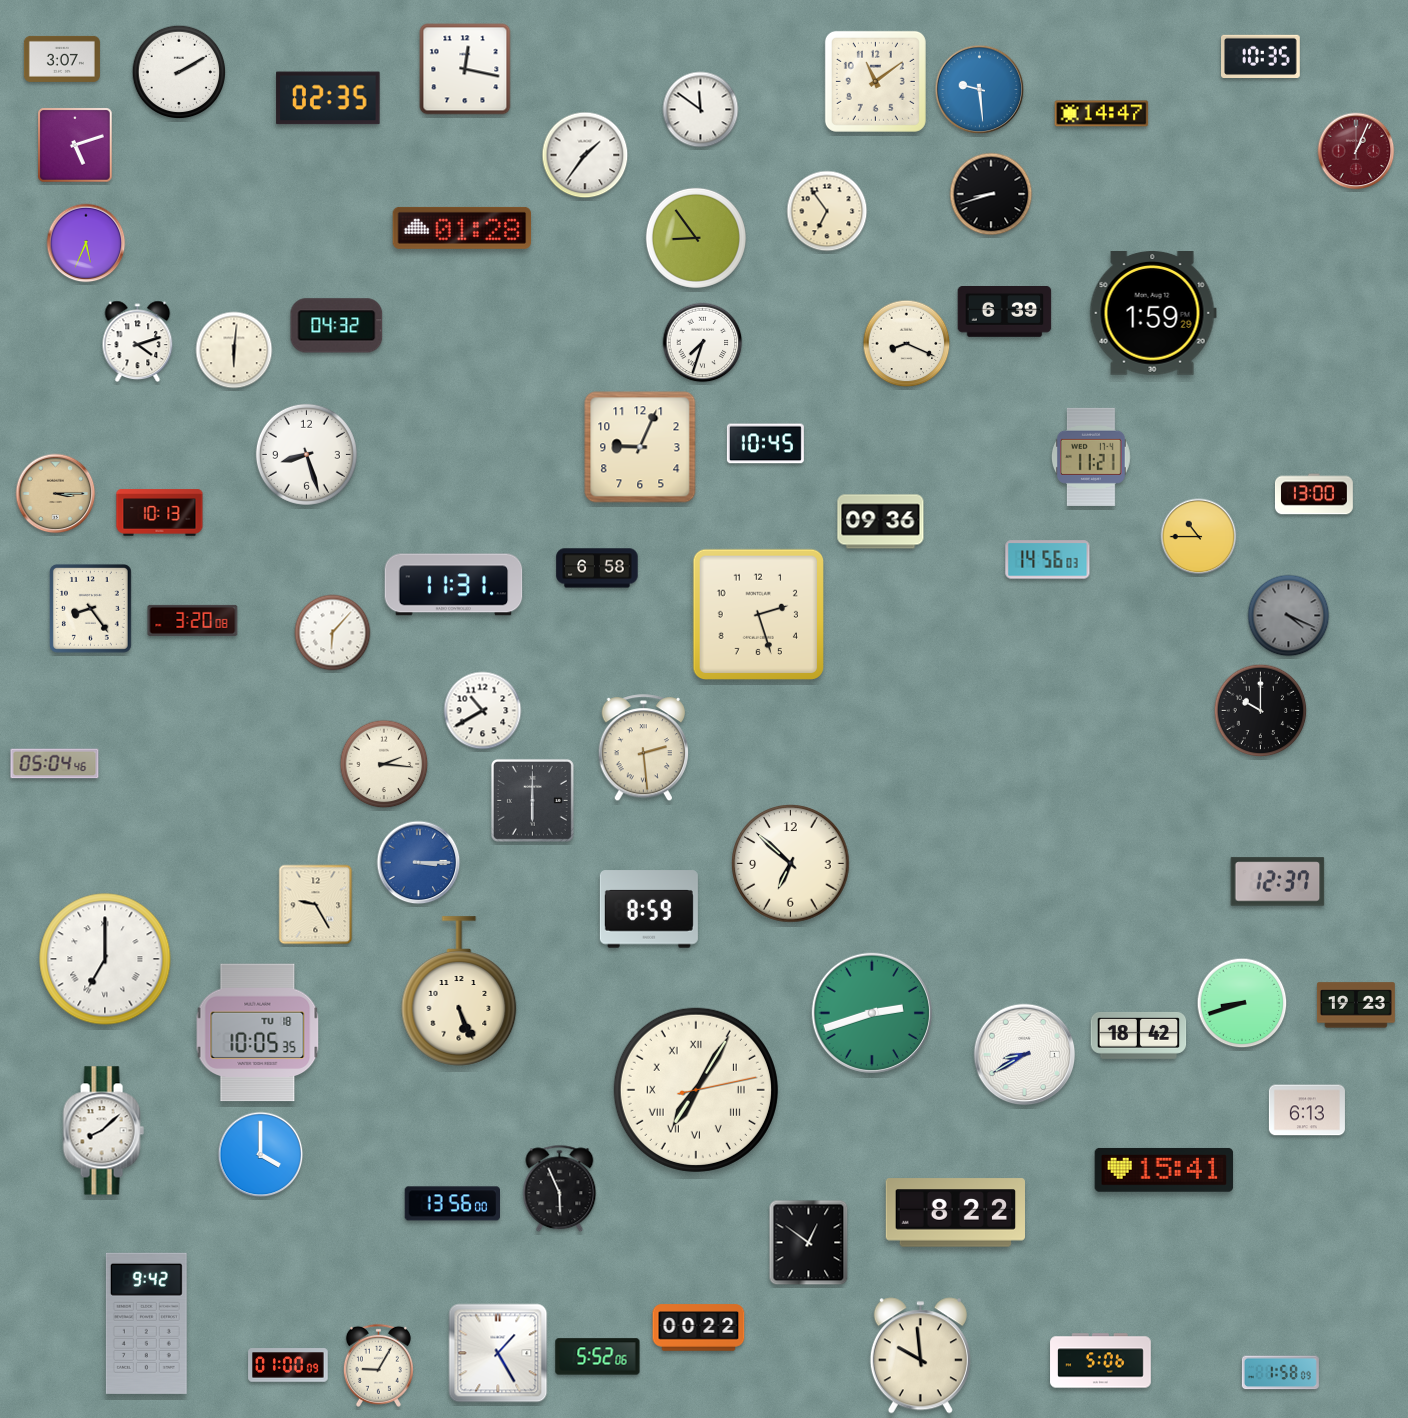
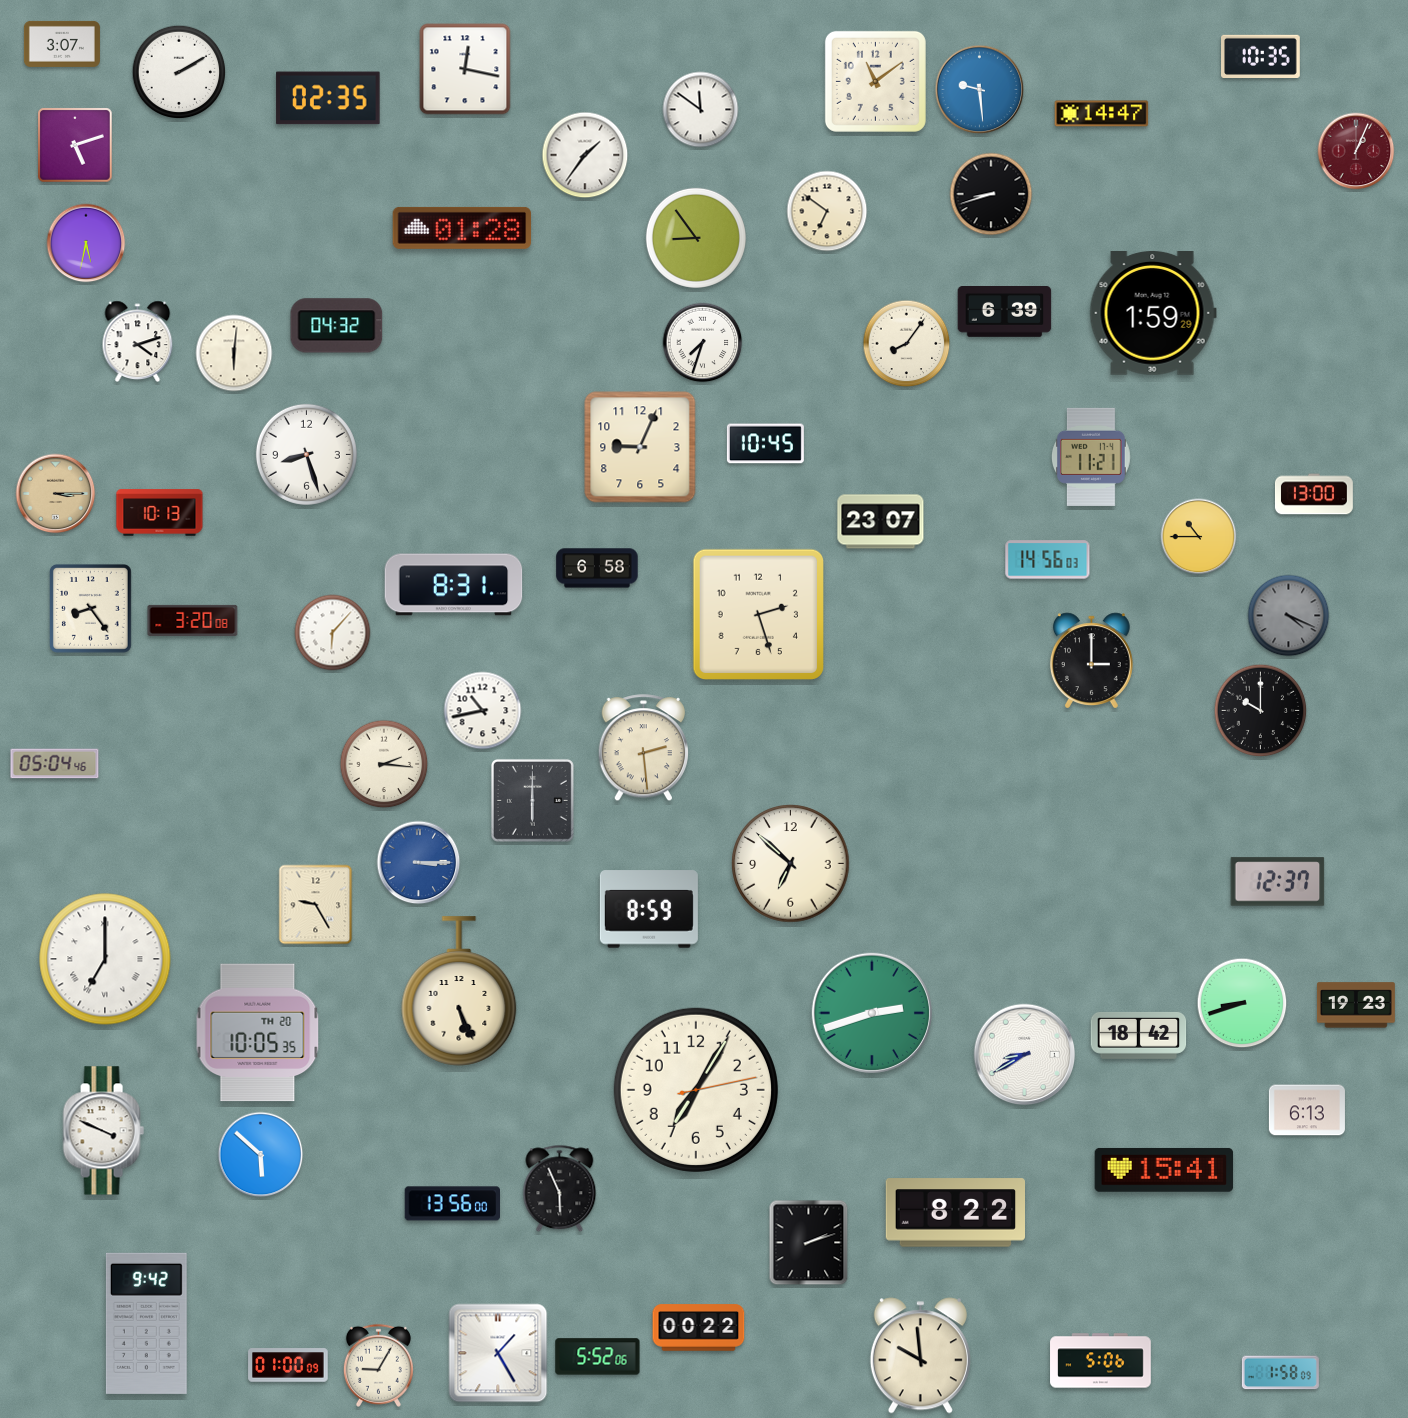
clock at (62, 59) position: (62, 59) -> (62, 44)
clock at (827, 211): 6:54 -> 6:51
clock at (86, 243): 5:34 -> 5:32
clock at (907, 344): 8:19 -> 8:06
clock at (234, 350) position: (234, 350) -> (234, 353)
clock at (881, 522): 09:36 -> 23:07
clock at (454, 585): 11:31 -> 8:31
clock at (1091, 660): none -> 3:00
clock at (483, 711): 10:40 -> 10:43
clock at (258, 1033) date: TU 18 -> TH 20
clock at (696, 1090) numerals: Roman -> Arabic
clock at (103, 1131): 8:08 -> 3:49
clock at (261, 1155): 4:00 -> 5:52
clock at (809, 1243): 12:51 -> 2:12
